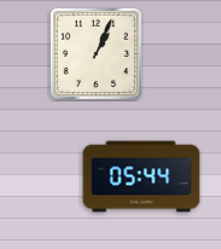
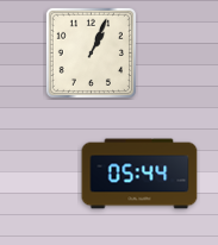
clock at (95, 53) position: (95, 53) -> (91, 52)
